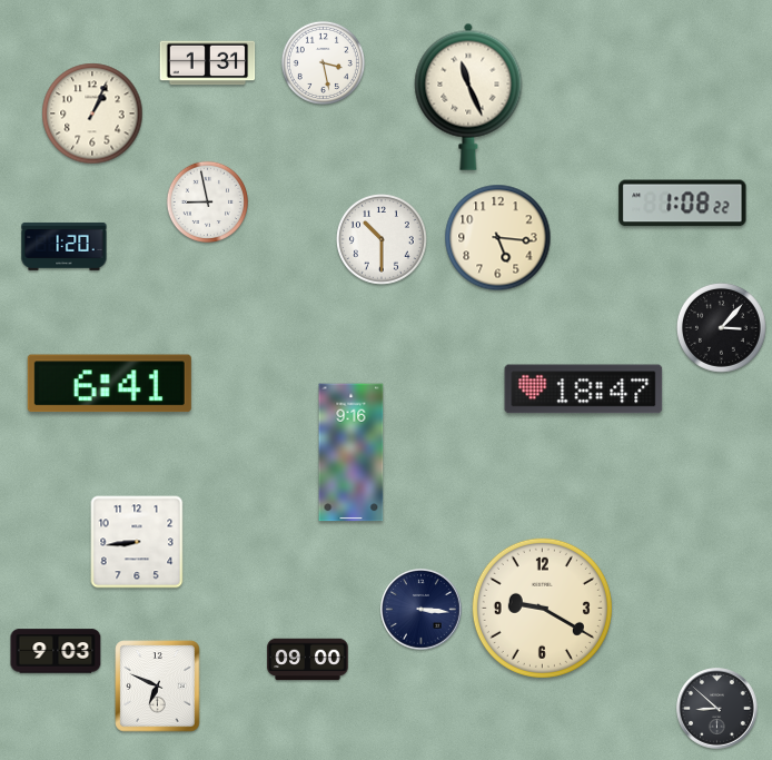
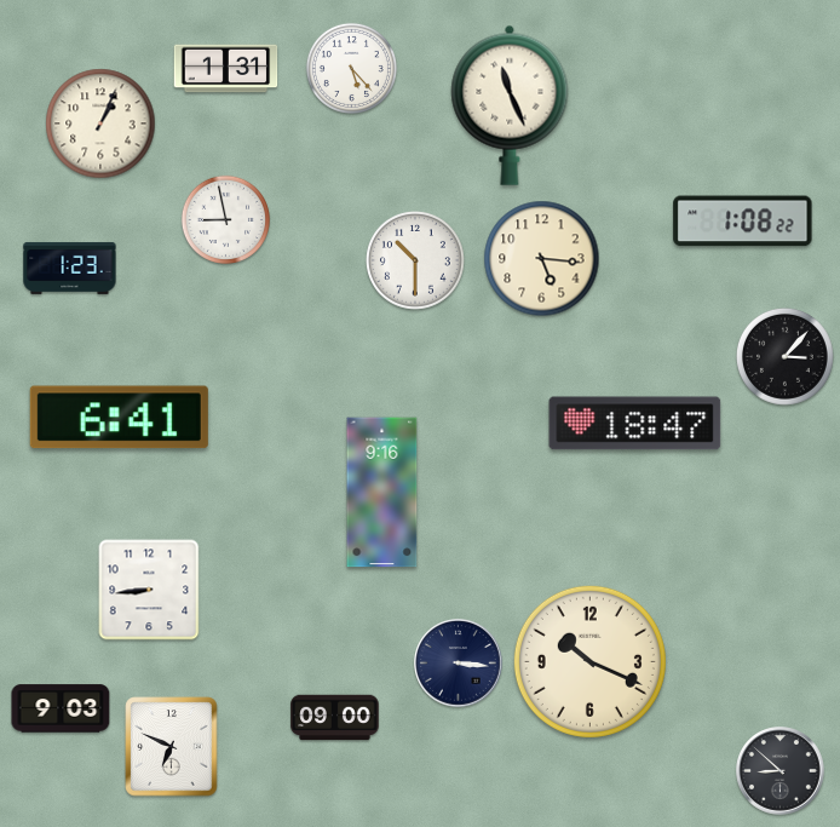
clock at (323, 62): 3:28 -> 5:23
clock at (65, 246): 1:20 -> 1:23
clock at (542, 608): 9:20 -> 10:19
